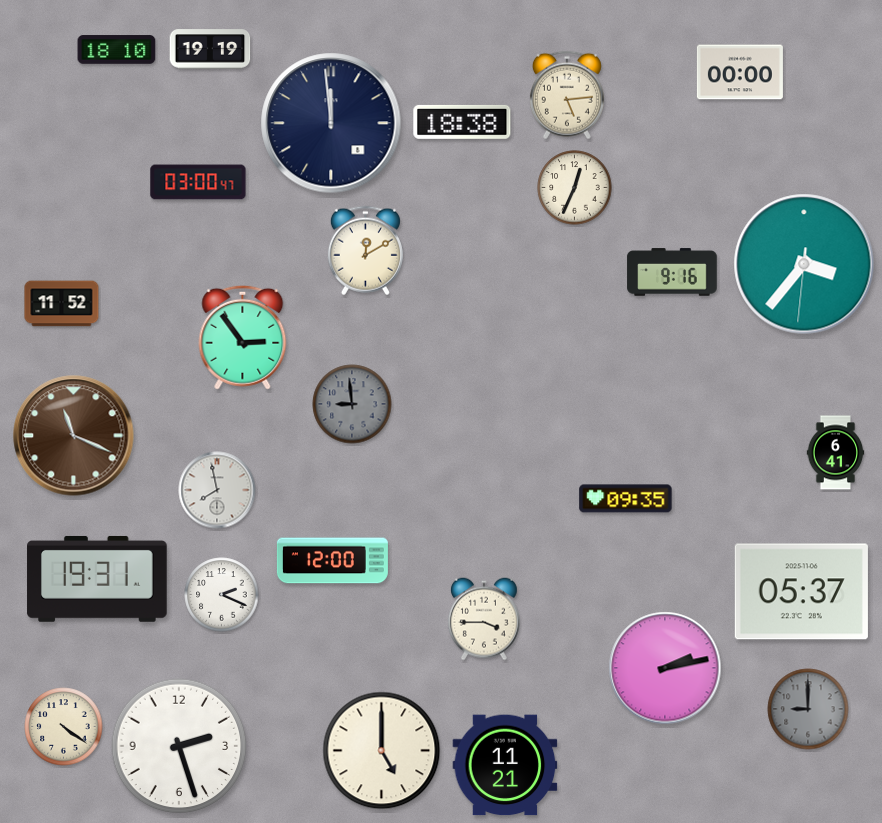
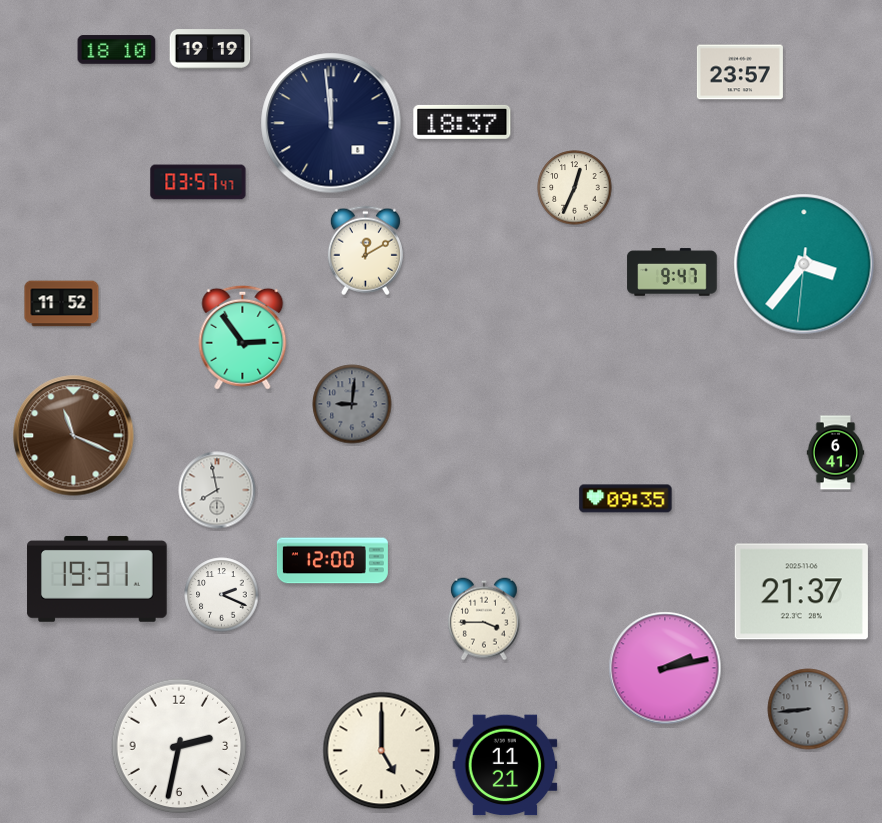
clock at (740, 72): 00:00 -> 23:57
clock at (567, 95): 5:14 -> none
clock at (462, 122): 18:38 -> 18:37
clock at (198, 182): 03:00 -> 03:57
clock at (672, 272): 9:16 -> 9:47
clock at (352, 404): 8:59 -> 9:01
clock at (801, 592): 05:37 -> 21:37
clock at (808, 709): 9:00 -> 8:44
clock at (64, 727): 4:21 -> none
clock at (179, 746): 2:27 -> 2:32
